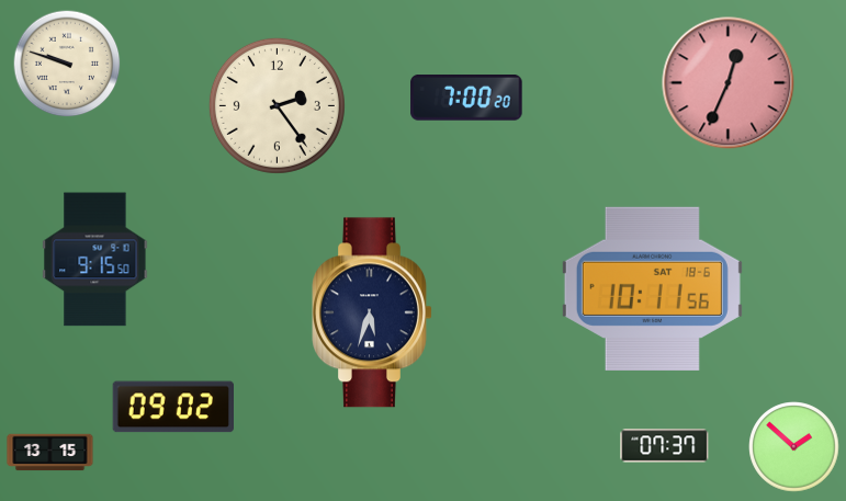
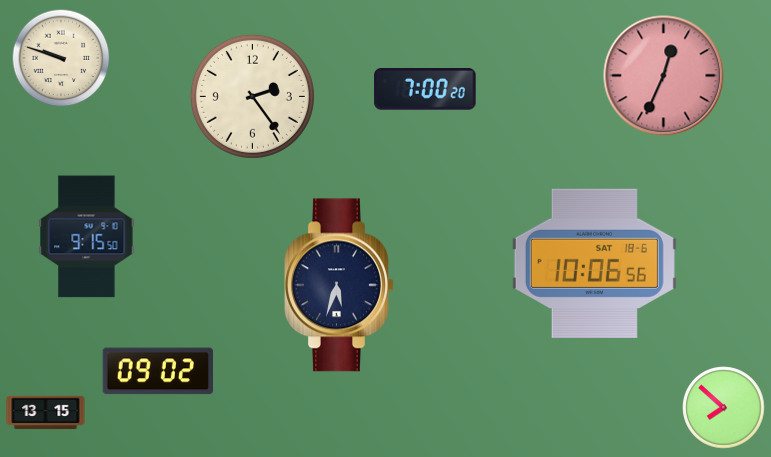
clock at (652, 288): 10:11 -> 10:06
clock at (665, 446): 07:37 -> none
clock at (794, 447): 1:52 -> 7:52
